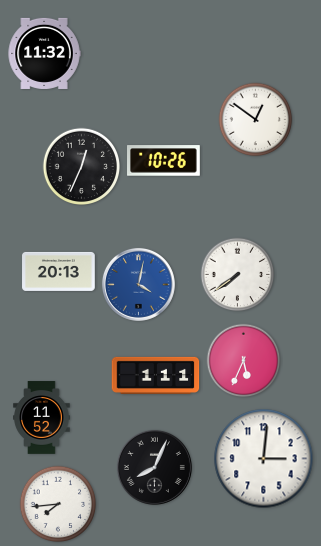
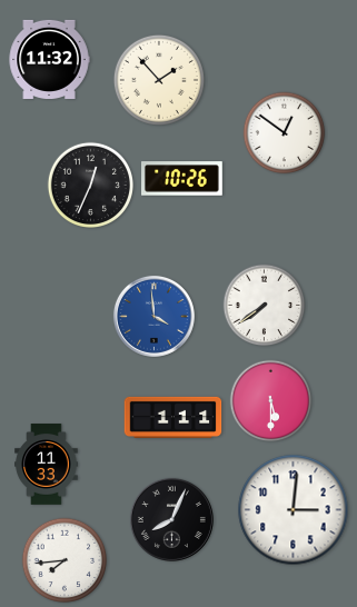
clock at (159, 80): none -> 1:53
clock at (59, 271): 20:13 -> none
clock at (138, 284): 4:02 -> 3:59
clock at (244, 361): 5:34 -> 5:30
clock at (42, 418): 11:52 -> 11:33
